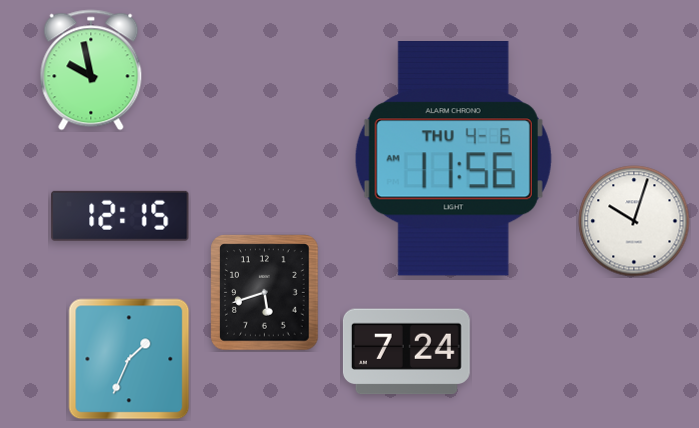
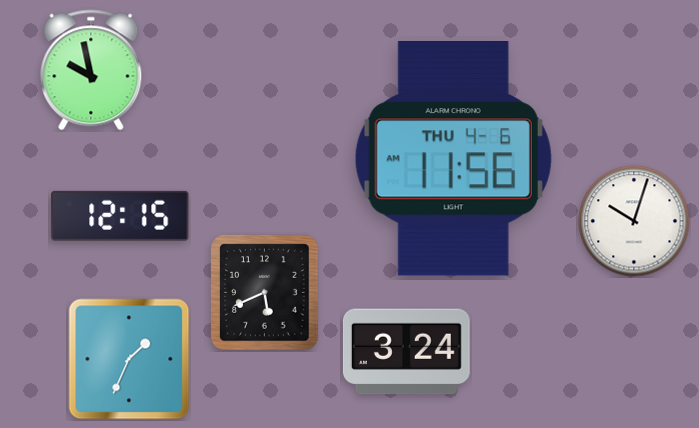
clock at (265, 293): 5:42 -> 5:41
clock at (406, 352): 7:24 -> 3:24
